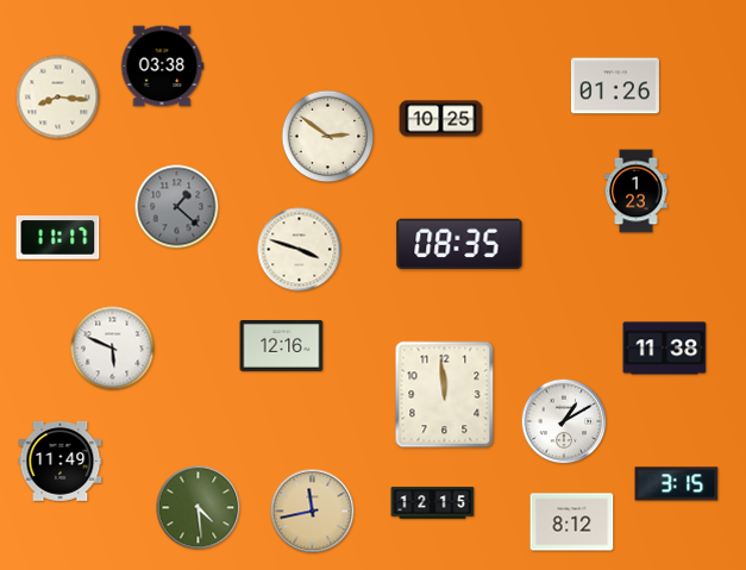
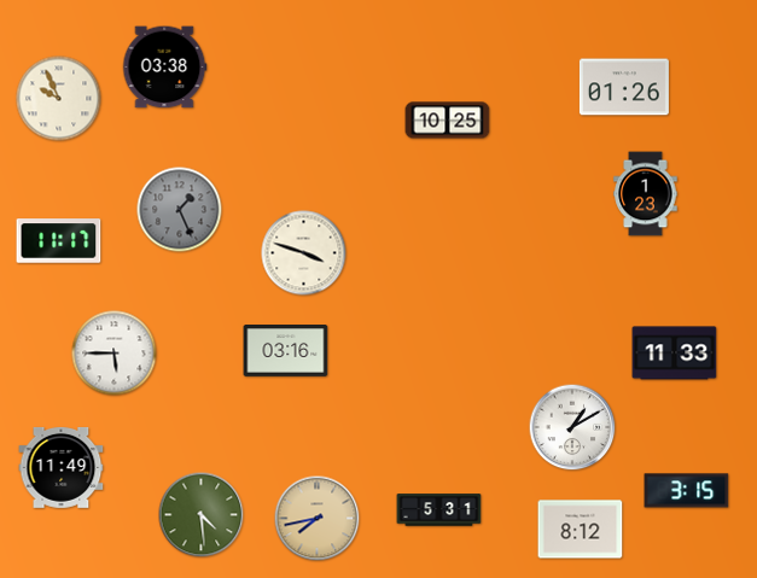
clock at (58, 98): 8:16 -> 9:56
clock at (328, 137): 2:51 -> none
clock at (177, 207): 1:22 -> 1:26
clock at (459, 243): 08:35 -> none
clock at (282, 346): 12:16 -> 03:16
clock at (113, 349): 5:49 -> 5:45
clock at (665, 349): 11:38 -> 11:33
clock at (445, 395): 11:59 -> none
clock at (433, 503): 12:15 -> 5:31
clock at (313, 512): 11:43 -> 7:43
